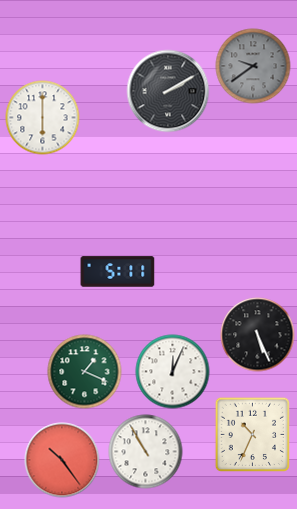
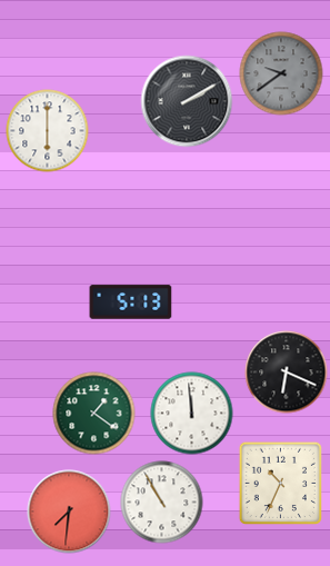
clock at (118, 272): 5:11 -> 5:13
clock at (258, 335): 5:26 -> 6:19
clock at (85, 372): 1:19 -> 1:21
clock at (173, 372): 12:04 -> 11:59
clock at (62, 460): 10:24 -> 7:31
